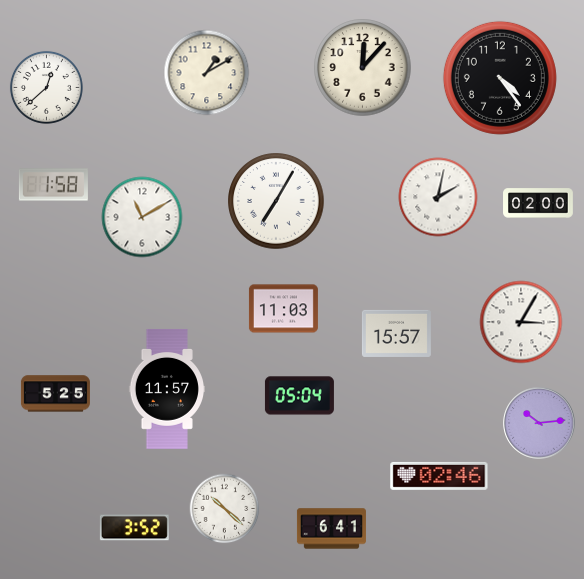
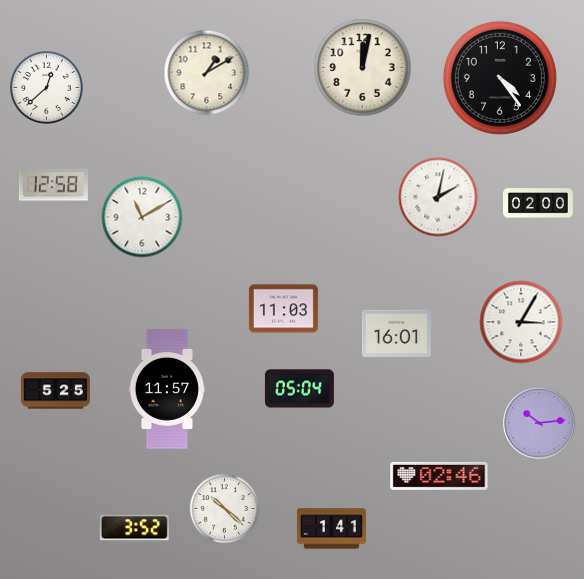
clock at (363, 68): 12:07 -> 12:02
clock at (53, 185): 1:58 -> 12:58
clock at (276, 201): 7:05 -> none
clock at (396, 333): 15:57 -> 16:01
clock at (55, 394) position: (55, 394) -> (55, 391)
clock at (299, 396) position: (299, 396) -> (299, 389)
clock at (331, 529): 6:41 -> 1:41
